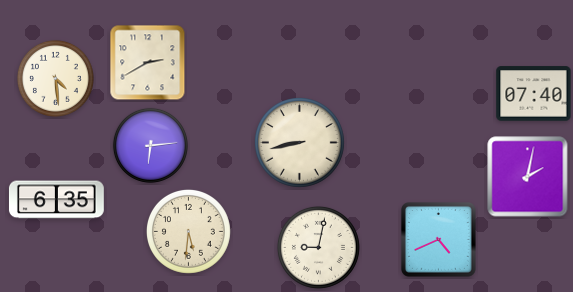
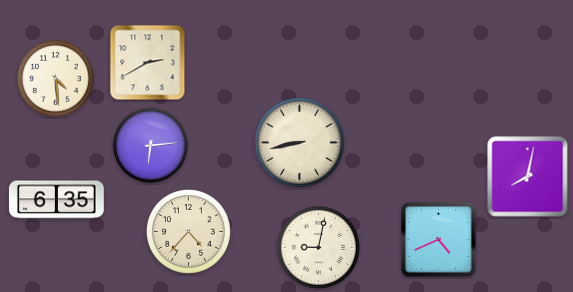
clock at (534, 94): 07:40 -> none
clock at (528, 177): 2:02 -> 8:02
clock at (188, 231): 5:31 -> 4:37
